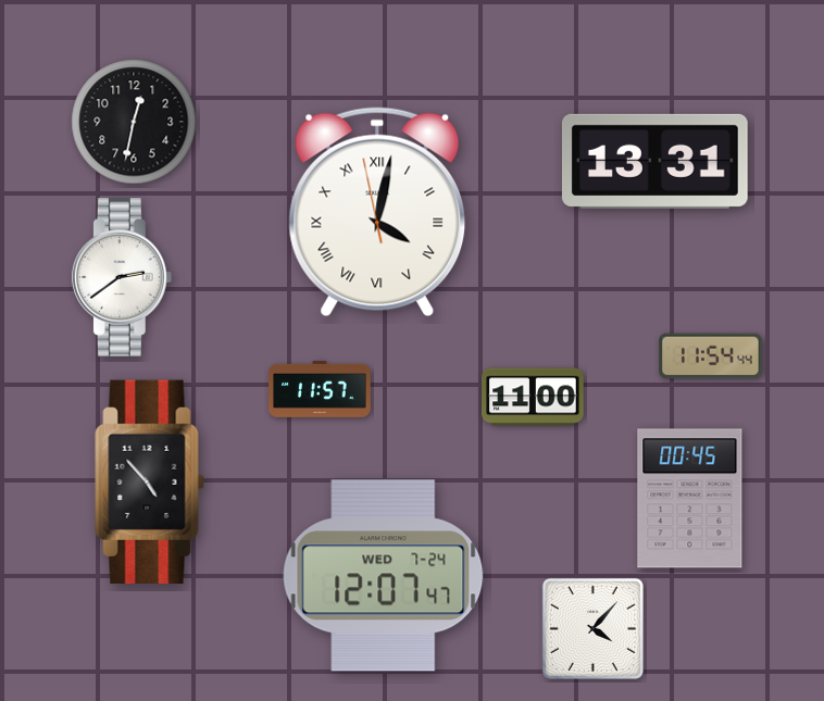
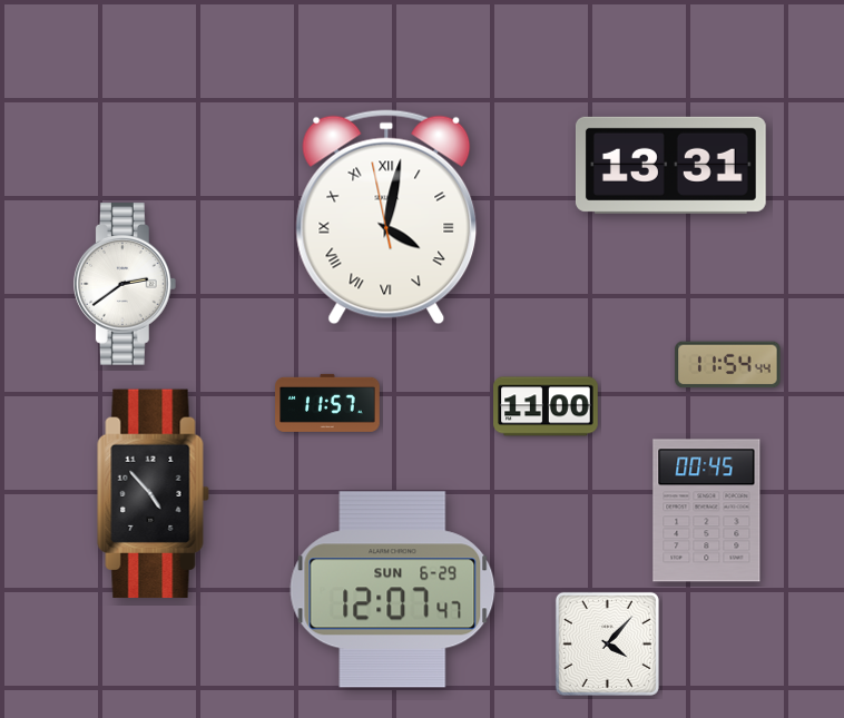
clock at (134, 122): 12:32 -> none
clock at (320, 389) position: (320, 389) -> (327, 403)
clock at (384, 576) date: WED 7-24 -> SUN 6-29
